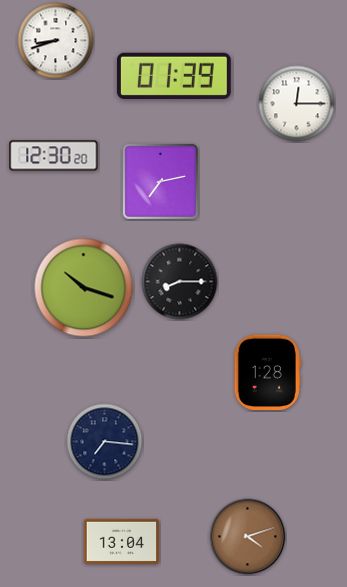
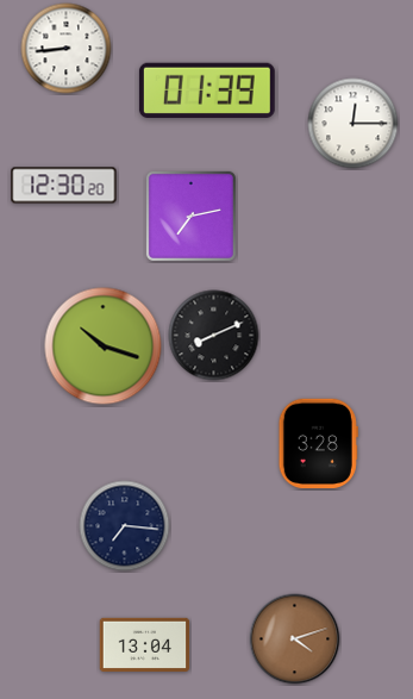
clock at (56, 41): 8:42 -> 8:44
clock at (180, 282): 8:15 -> 8:11
clock at (84, 288) position: (84, 288) -> (104, 347)
clock at (267, 373): 1:28 -> 3:28
